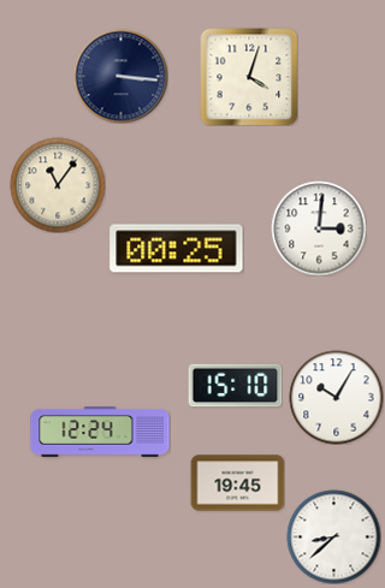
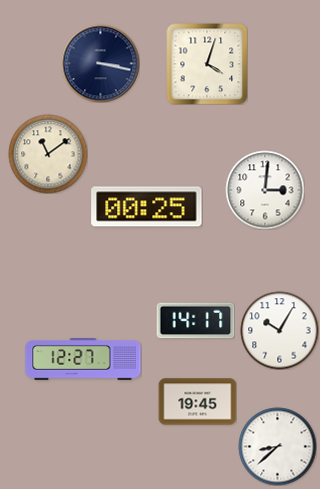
clock at (120, 76): 3:16 -> 3:17
clock at (58, 185): 11:06 -> 11:09
clock at (235, 386): 15:10 -> 14:17
clock at (100, 433): 12:24 -> 12:27
